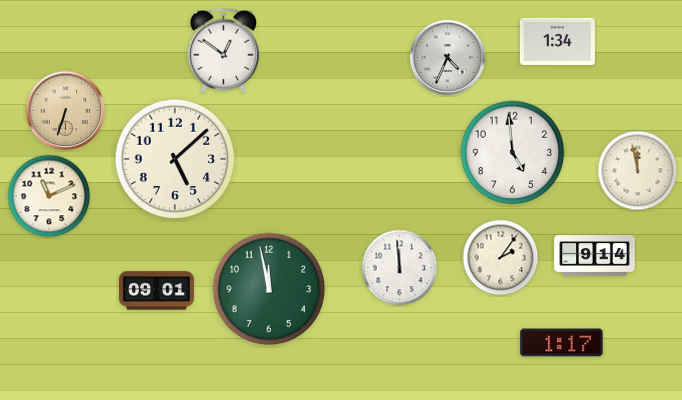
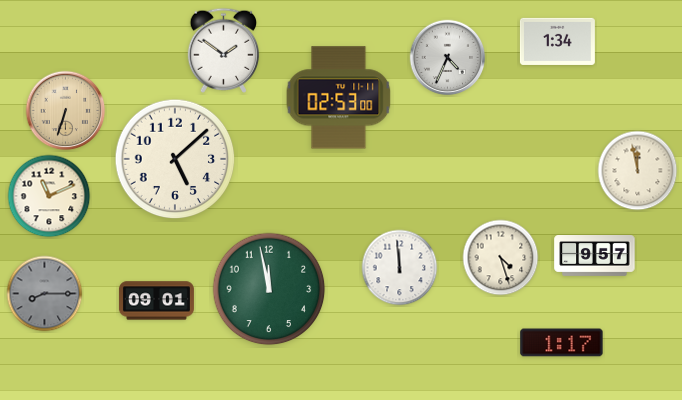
clock at (224, 50): 12:51 -> 1:51
clock at (339, 98): none -> 02:53
clock at (513, 153): 4:59 -> none
clock at (595, 256): 9:14 -> 9:57
clock at (501, 258): 2:06 -> 4:27
clock at (156, 291) position: (156, 291) -> (156, 301)
clock at (45, 294): none -> 8:15
